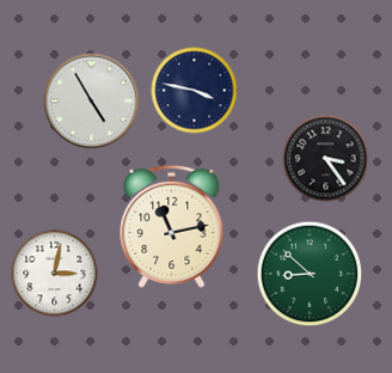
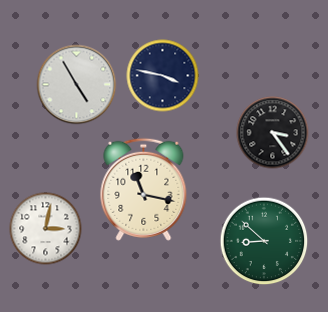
clock at (172, 226): 11:13 -> 11:17
clock at (310, 274) position: (310, 274) -> (264, 241)
